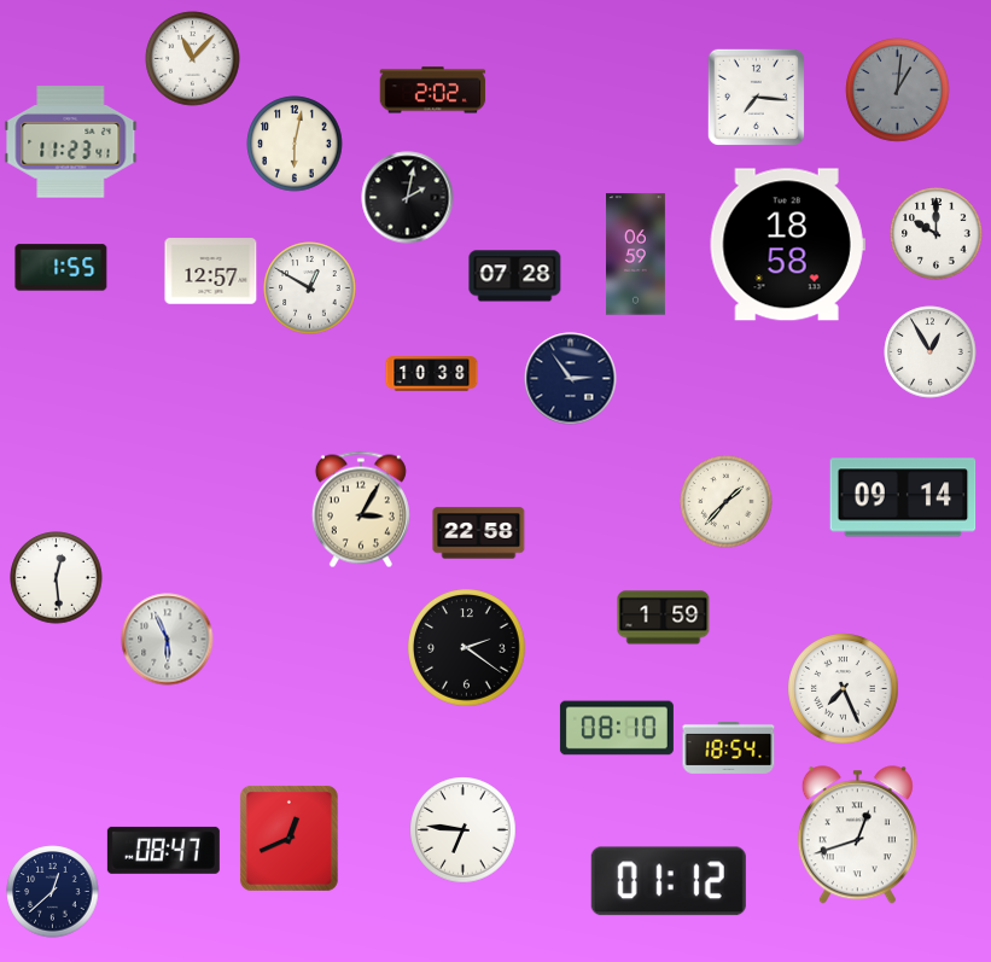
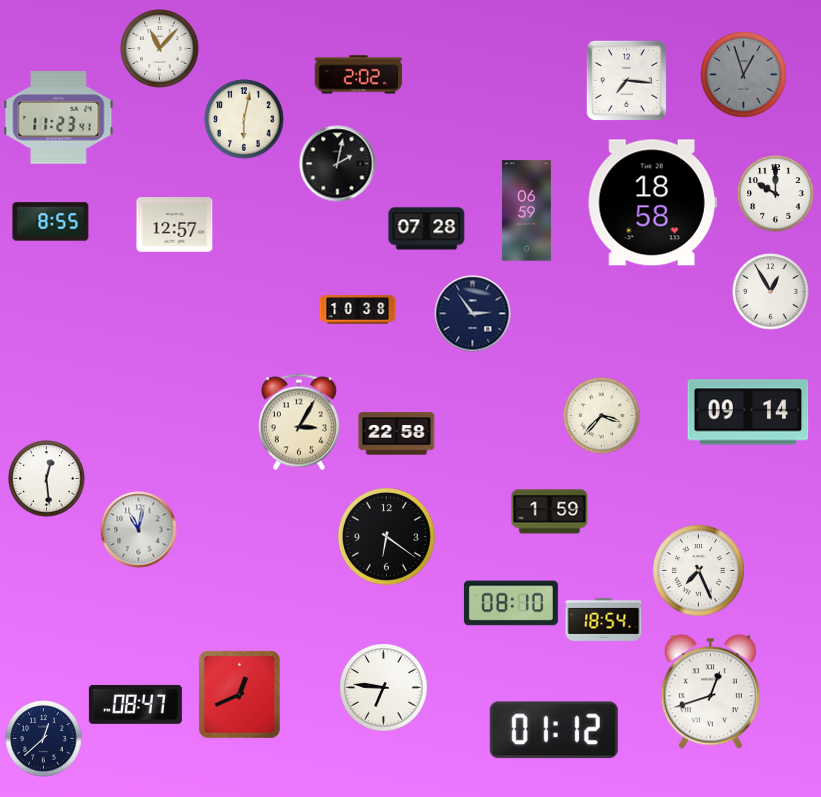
clock at (898, 91): 1:01 -> 12:57
clock at (62, 268): 1:55 -> 8:55
clock at (310, 288): 12:50 -> none
clock at (727, 502): 1:37 -> 3:37
clock at (479, 534) position: (479, 534) -> (397, 434)
clock at (168, 640): 5:56 -> 11:02
clock at (467, 648): 2:21 -> 6:21
